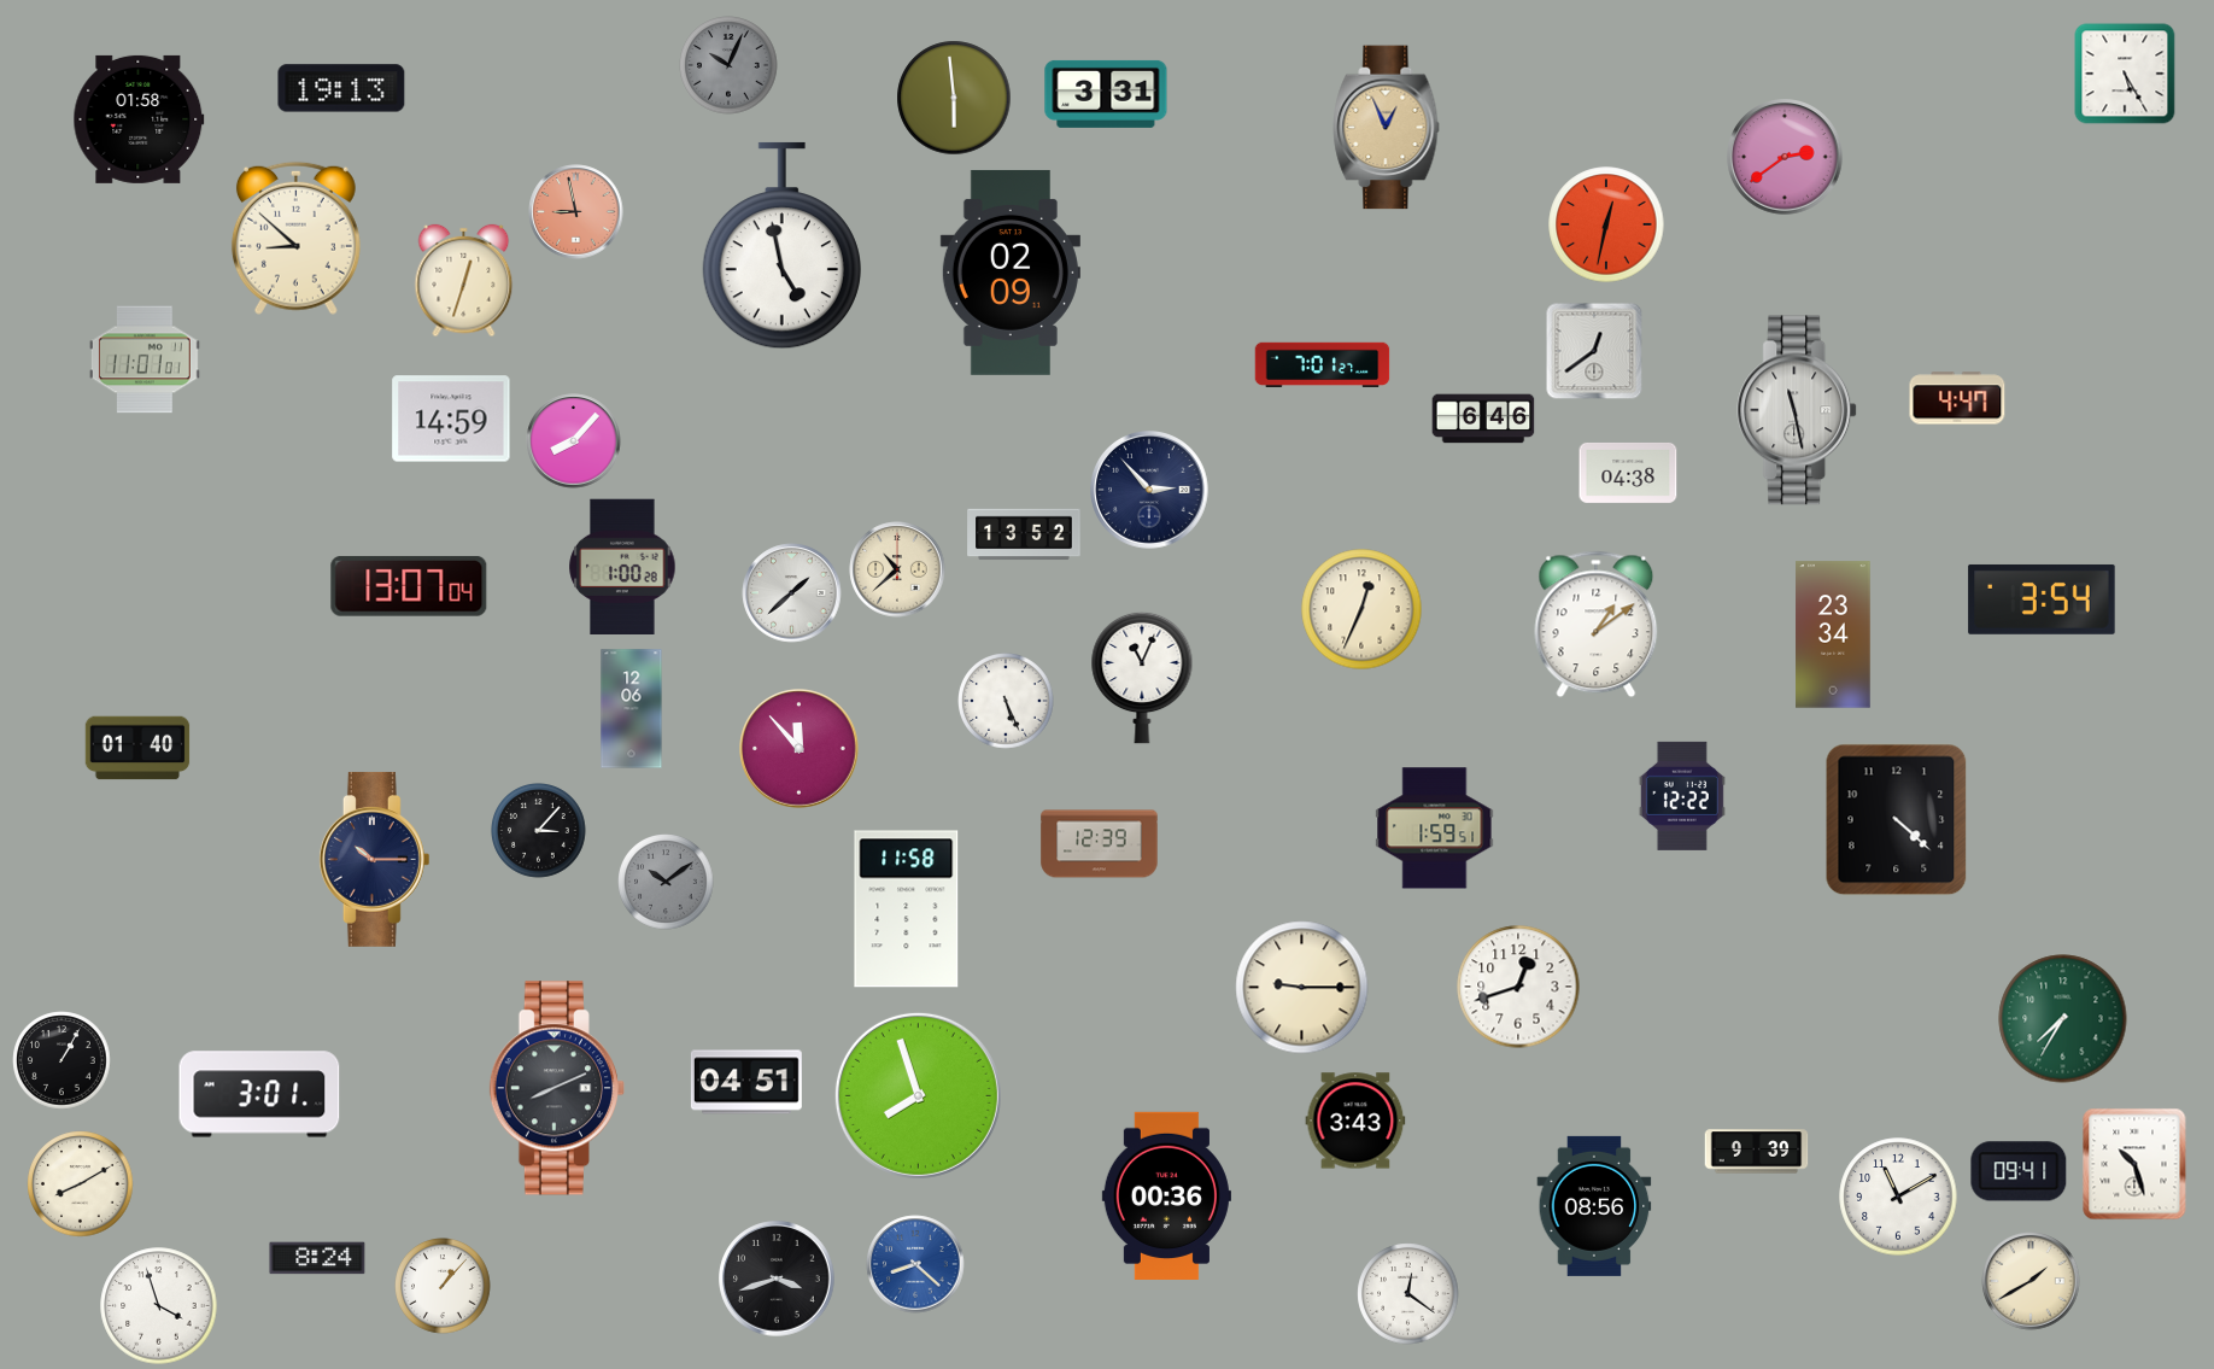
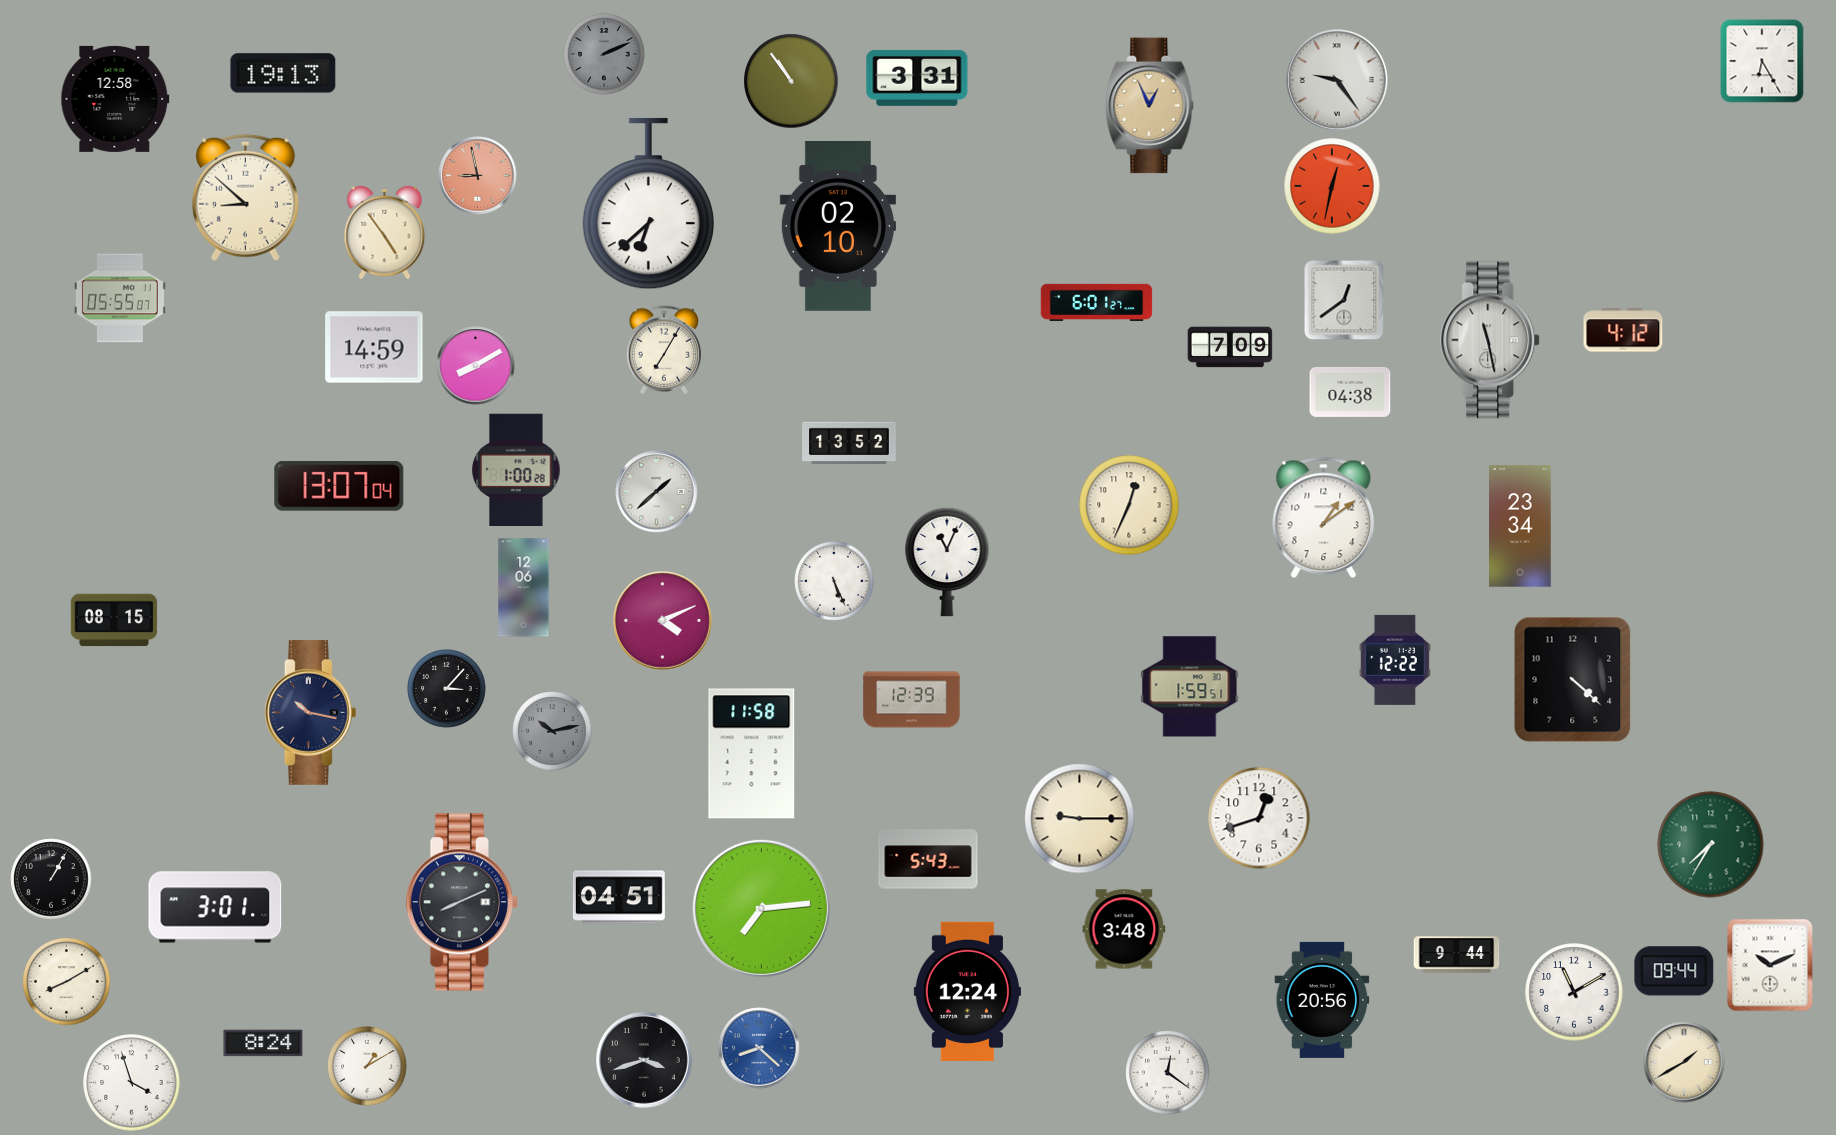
clock at (728, 65): 10:04 -> 2:11
clock at (2125, 74): 5:25 -> 6:25
clock at (1337, 80): none -> 9:24
clock at (954, 98): 5:59 -> 10:54
clock at (139, 119): 01:58 -> 12:58
clock at (1785, 157): 2:39 -> none
clock at (781, 246): 4:58 -> 6:38
clock at (1011, 273): 02:09 -> 02:10
clock at (464, 281): 12:33 -> 4:54
clock at (1594, 351) position: (1594, 351) -> (1344, 300)
clock at (145, 359): 11:01 -> 05:55
clock at (1323, 365): 7:01 -> 6:01
clock at (1957, 398): 4:47 -> 4:12
clock at (1483, 419): 6:46 -> 7:09
clock at (664, 350): none -> 7:05
clock at (574, 441): 8:07 -> 8:10
clock at (1149, 490): 2:53 -> none
clock at (897, 569): 10:38 -> none
clock at (2042, 599): 3:54 -> none
clock at (137, 748): 01:40 -> 08:15
clock at (799, 749): 11:53 -> 4:11
clock at (374, 859): 10:15 -> 10:17
clock at (666, 882): 10:09 -> 10:13
clock at (928, 859): none -> 5:43
clock at (918, 1095): 7:57 -> 7:14
clock at (1355, 1121): 3:43 -> 3:48
clock at (1757, 1152): 9:39 -> 9:44
clock at (2134, 1164): 10:27 -> 10:11
clock at (2019, 1171): 09:41 -> 09:44
clock at (1166, 1195): 00:36 -> 12:24
clock at (1594, 1206): 08:56 -> 20:56
clock at (443, 1286): 1:07 -> 1:10
